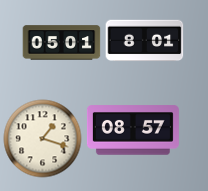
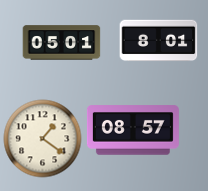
clock at (144, 41) position: (144, 41) -> (158, 41)
clock at (42, 138): 1:18 -> 1:21
